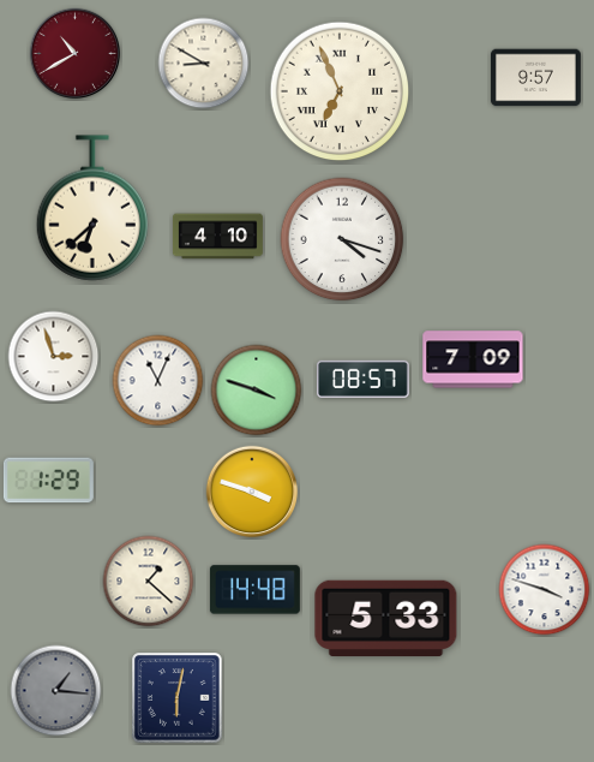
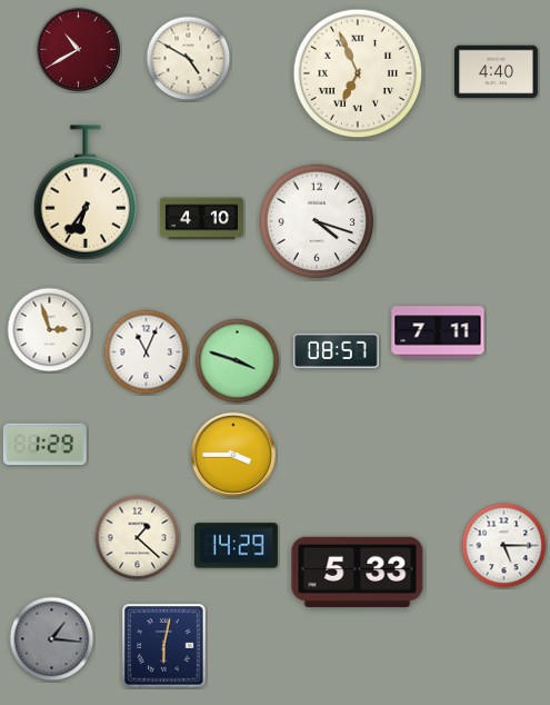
clock at (76, 54) position: (76, 54) -> (79, 50)
clock at (204, 64): 8:50 -> 4:50
clock at (535, 78): 9:57 -> 4:40
clock at (340, 91) position: (340, 91) -> (358, 73)
clock at (91, 208): 6:38 -> 6:36
clock at (473, 359): 7:09 -> 7:11
clock at (252, 492): 3:48 -> 3:45
clock at (254, 590): 14:48 -> 14:29
clock at (545, 590): 3:48 -> 5:15
